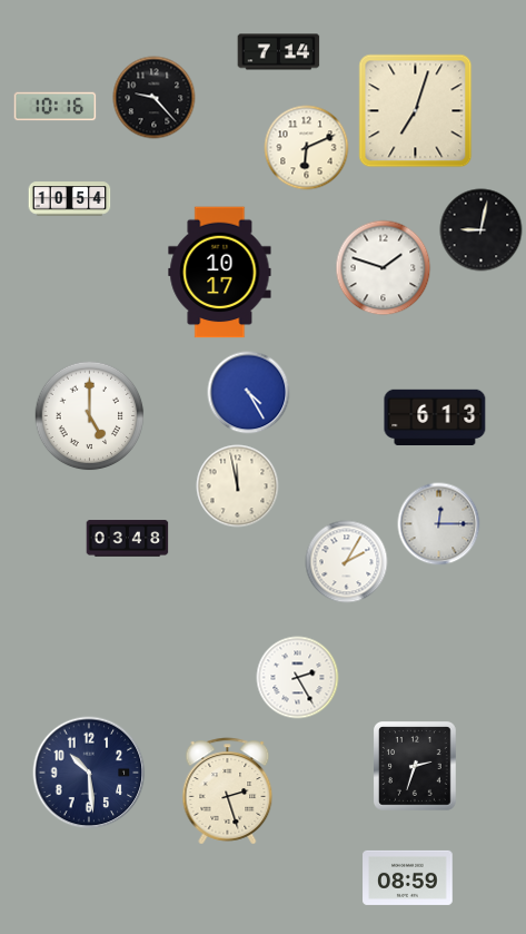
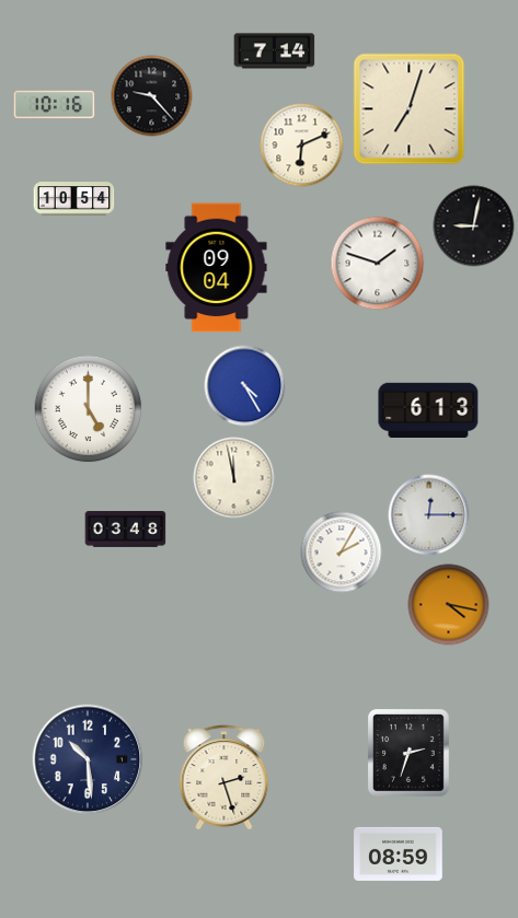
clock at (70, 199) position: (70, 199) -> (74, 199)
clock at (220, 273): 10:17 -> 09:04
clock at (439, 524) position: (439, 524) -> (429, 515)
clock at (449, 605): none -> 4:17
clock at (298, 678): 2:25 -> none
clock at (408, 877) position: (408, 877) -> (399, 853)
